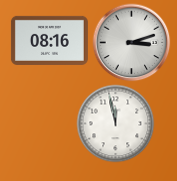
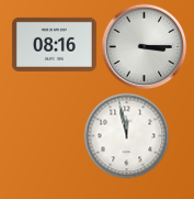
clock at (131, 42): 3:12 -> 3:15
